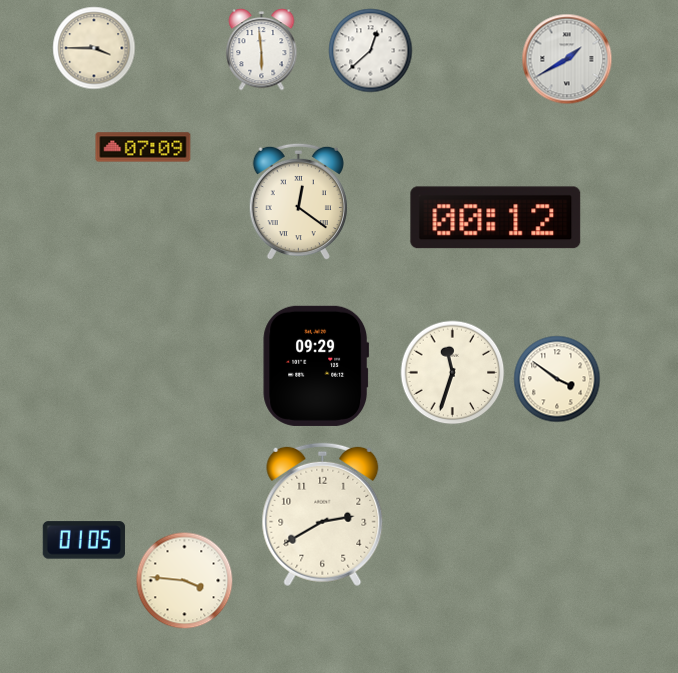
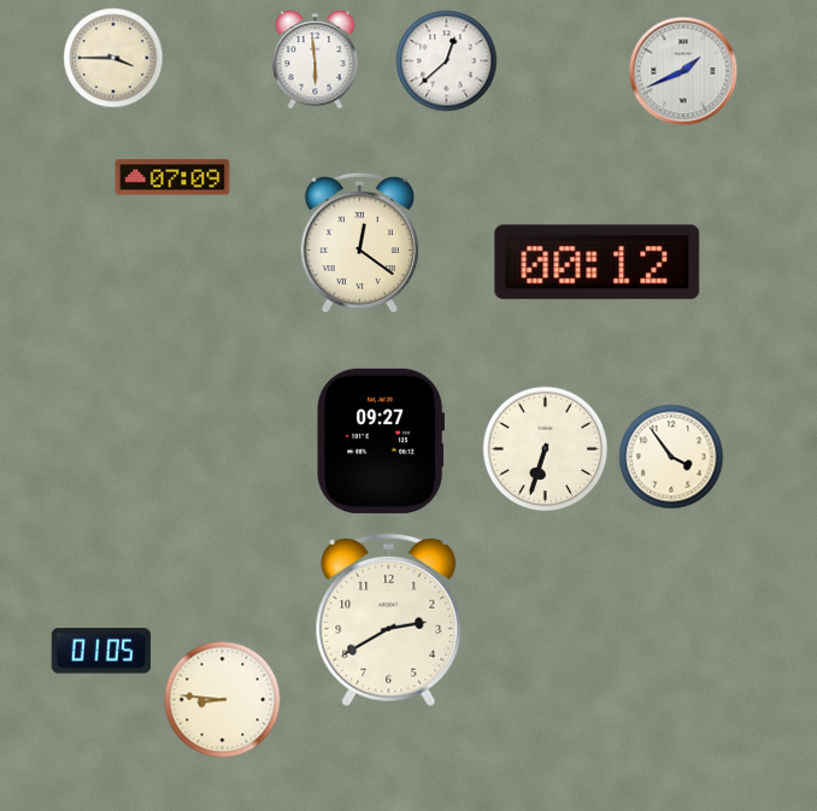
clock at (567, 59): 1:40 -> 1:41
clock at (316, 366): 09:29 -> 09:27
clock at (453, 373): 11:33 -> 6:33
clock at (557, 379): 3:51 -> 3:54
clock at (185, 581): 3:46 -> 8:46
